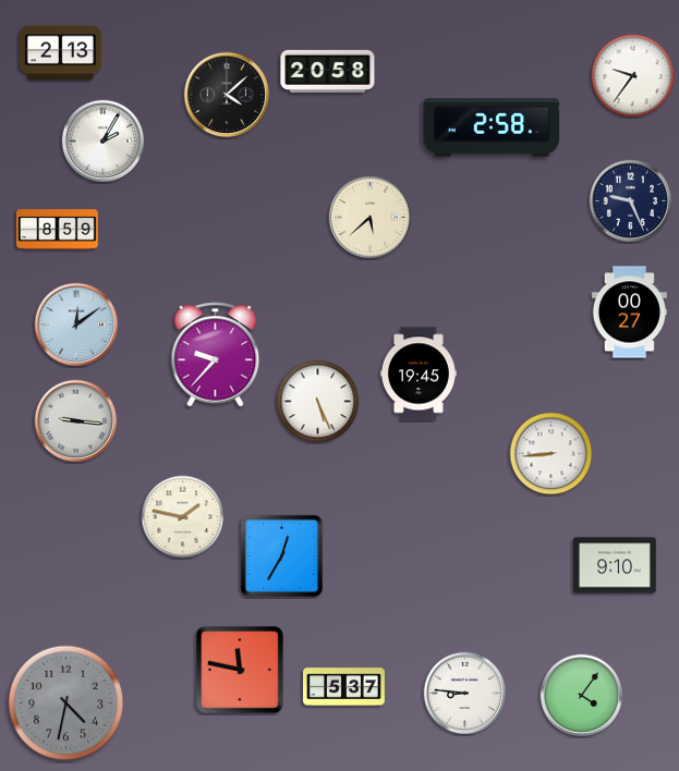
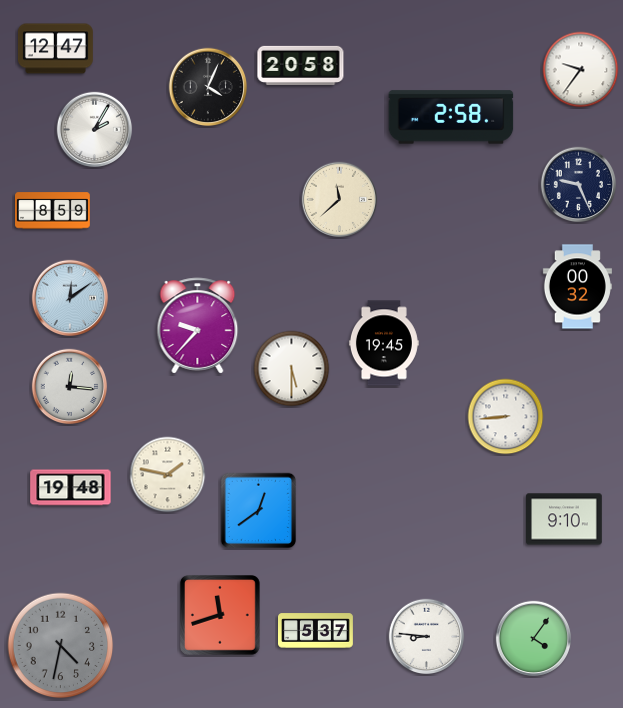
clock at (60, 53): 2:13 -> 12:47
clock at (227, 95): 4:08 -> 4:04
clock at (371, 218): 5:38 -> 11:38
clock at (629, 313): 00:27 -> 00:32
clock at (318, 402): 5:26 -> 5:30
clock at (76, 421): 9:16 -> 12:16
clock at (71, 488): none -> 19:48
clock at (282, 556): 12:35 -> 12:39
clock at (241, 671): 11:47 -> 11:42
